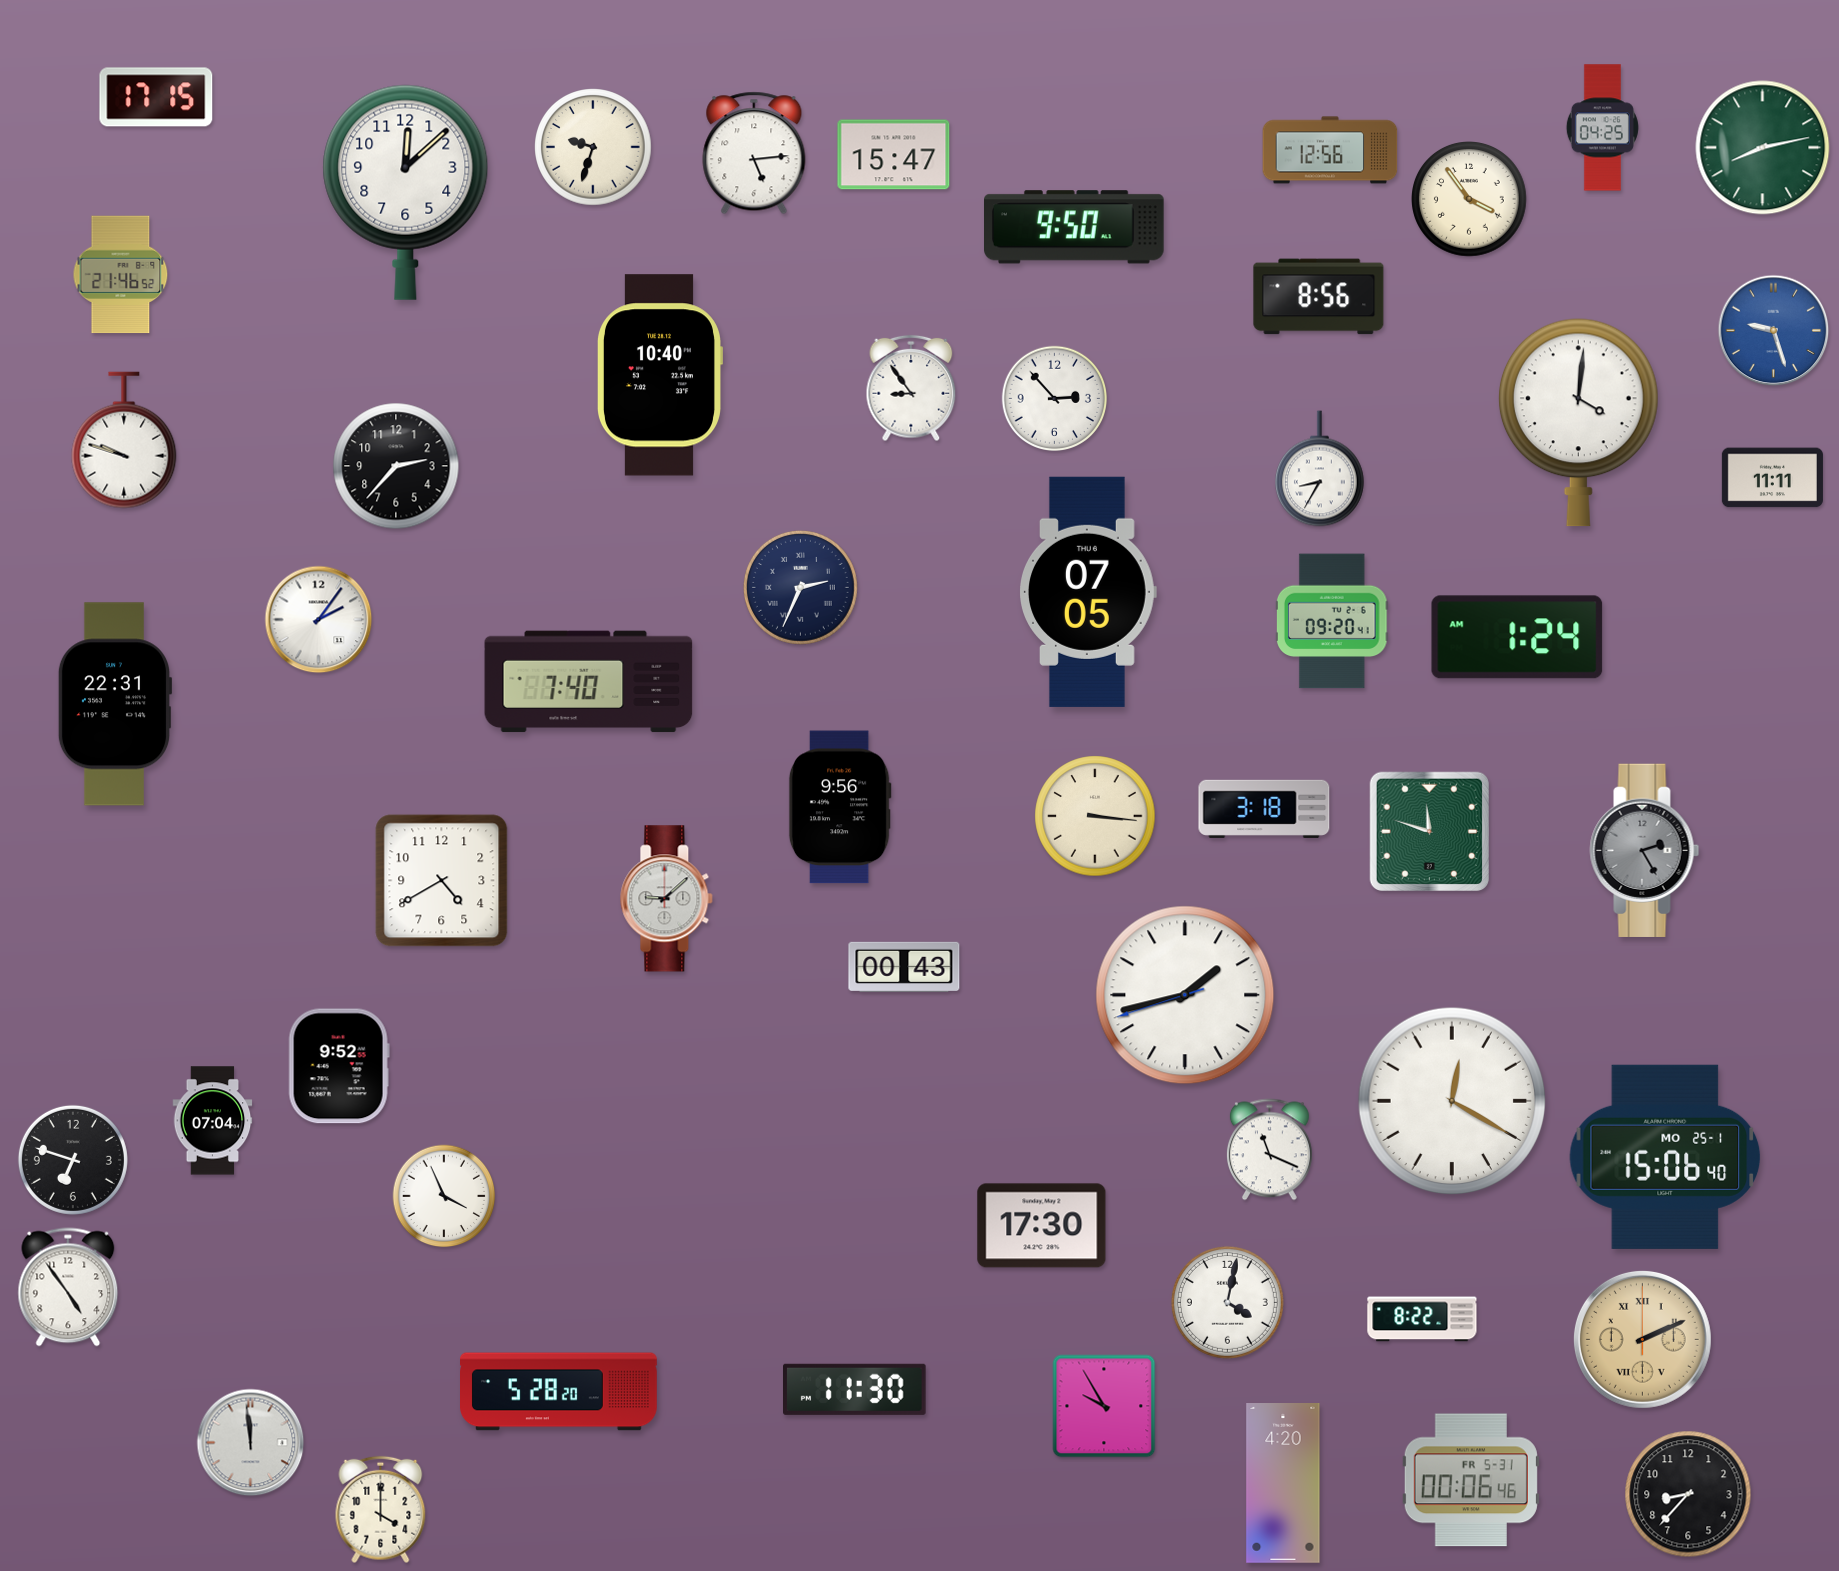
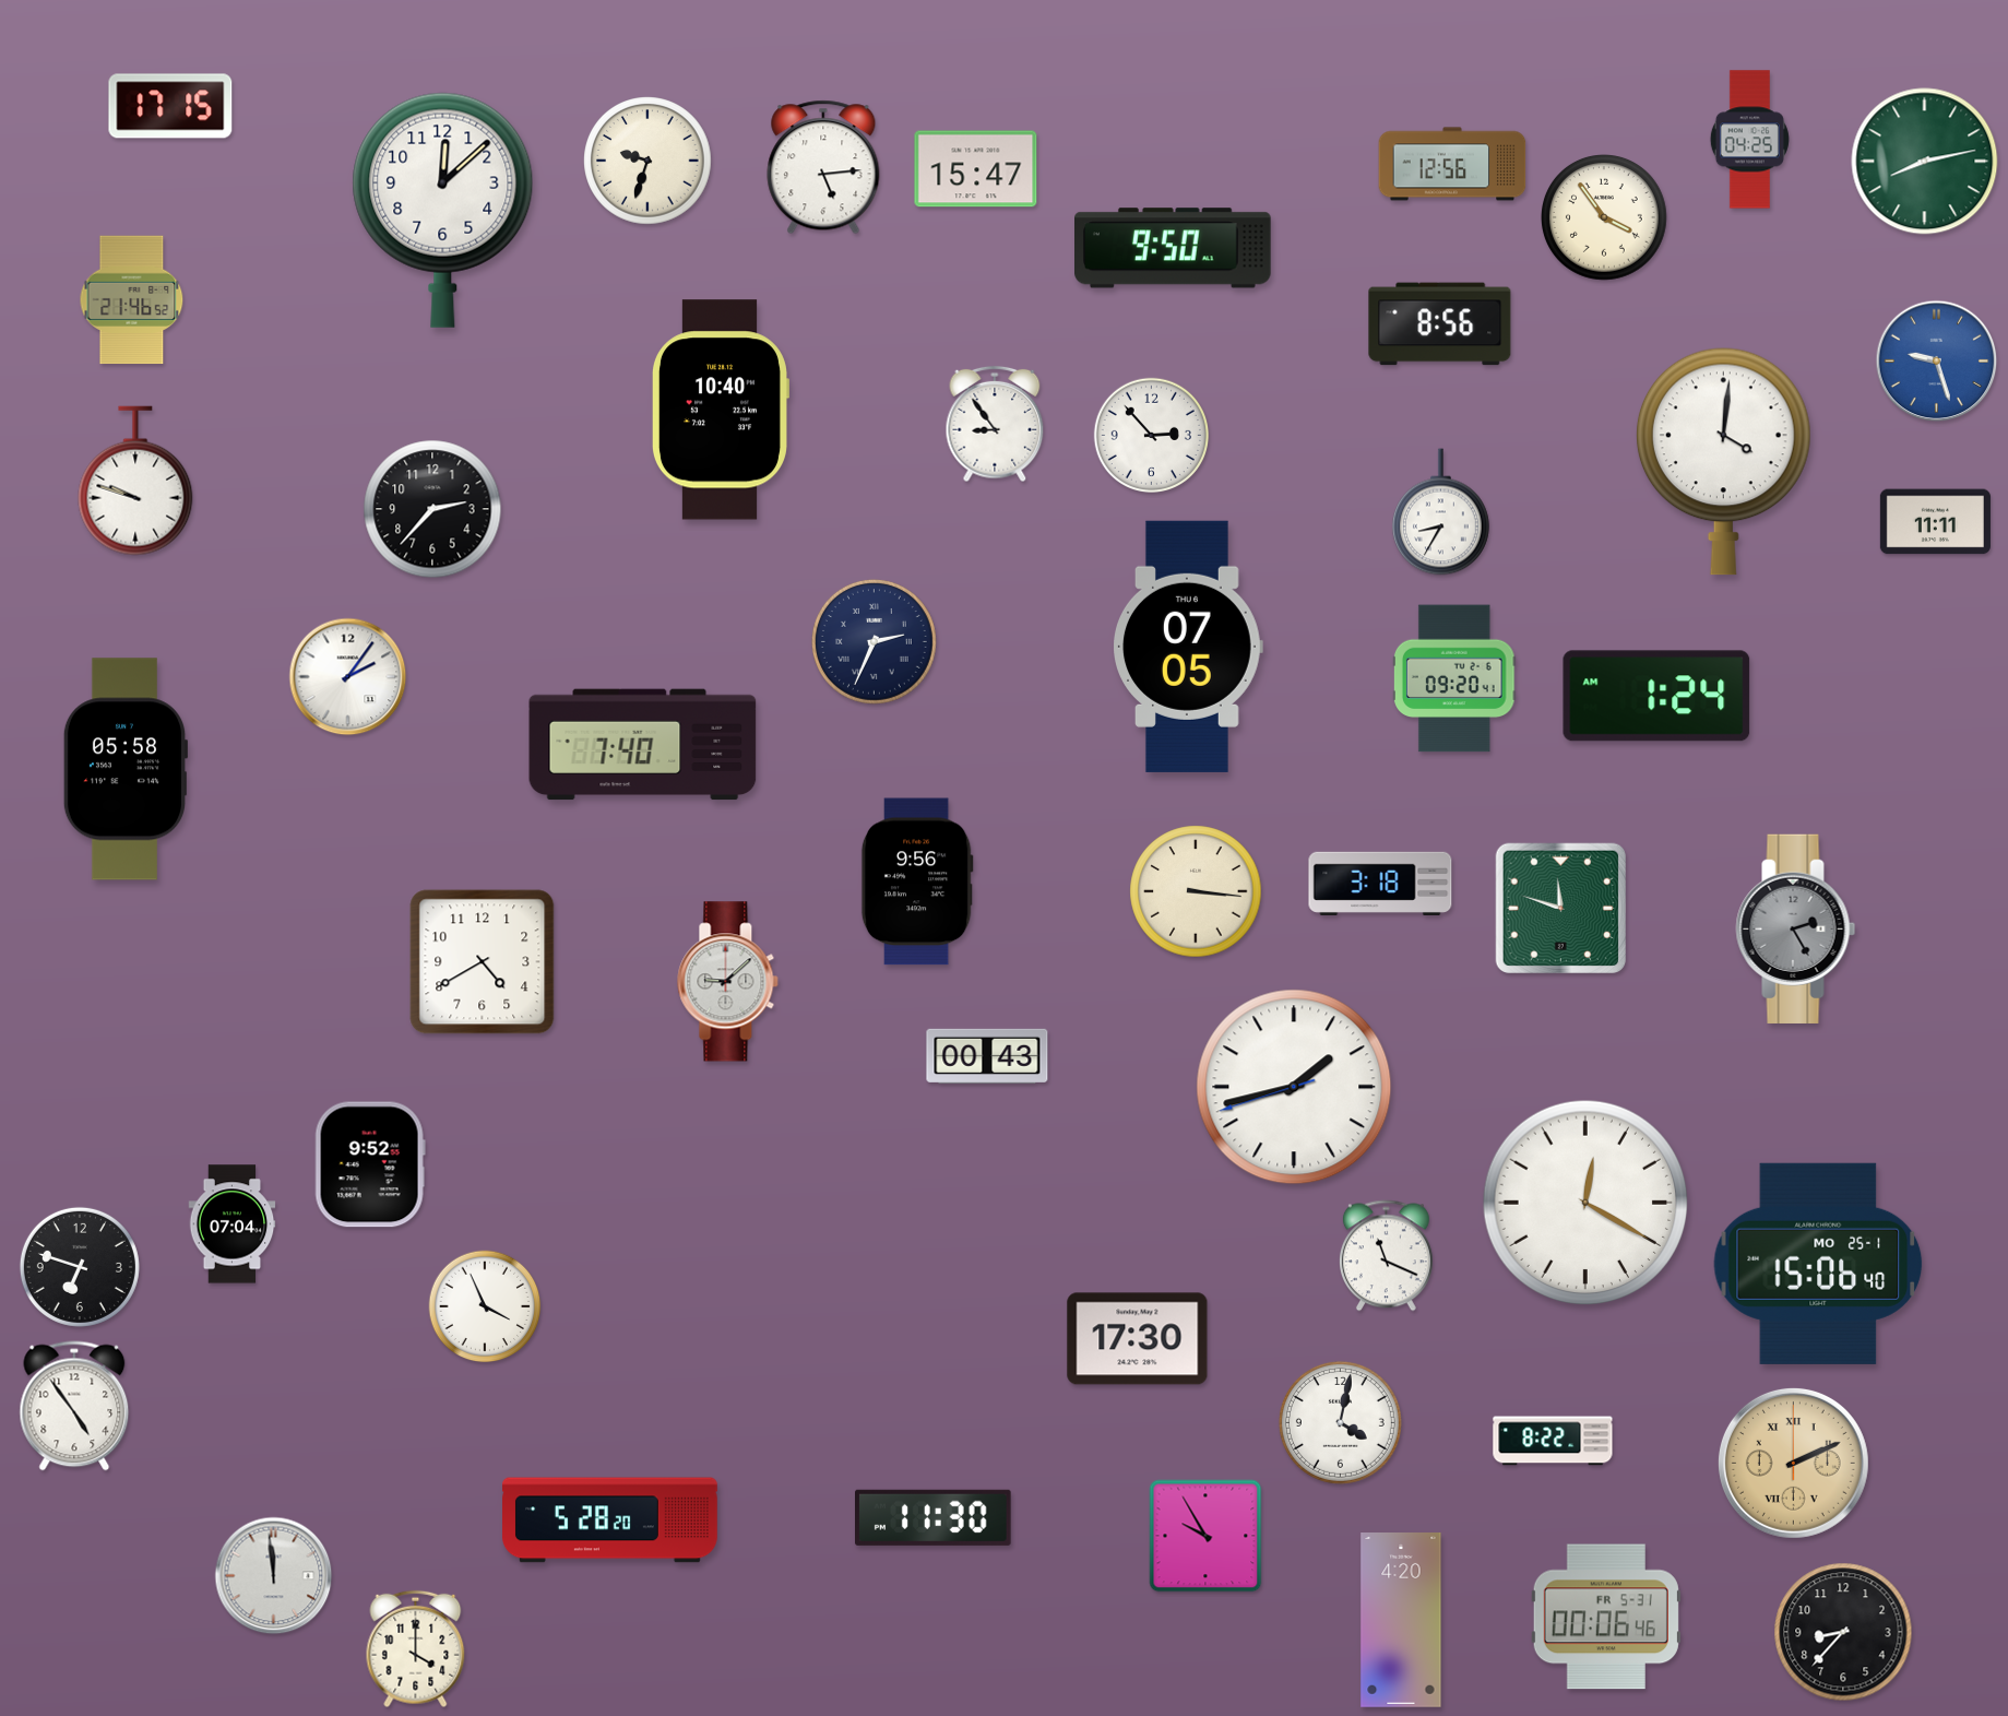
clock at (115, 704): 22:31 -> 05:58
